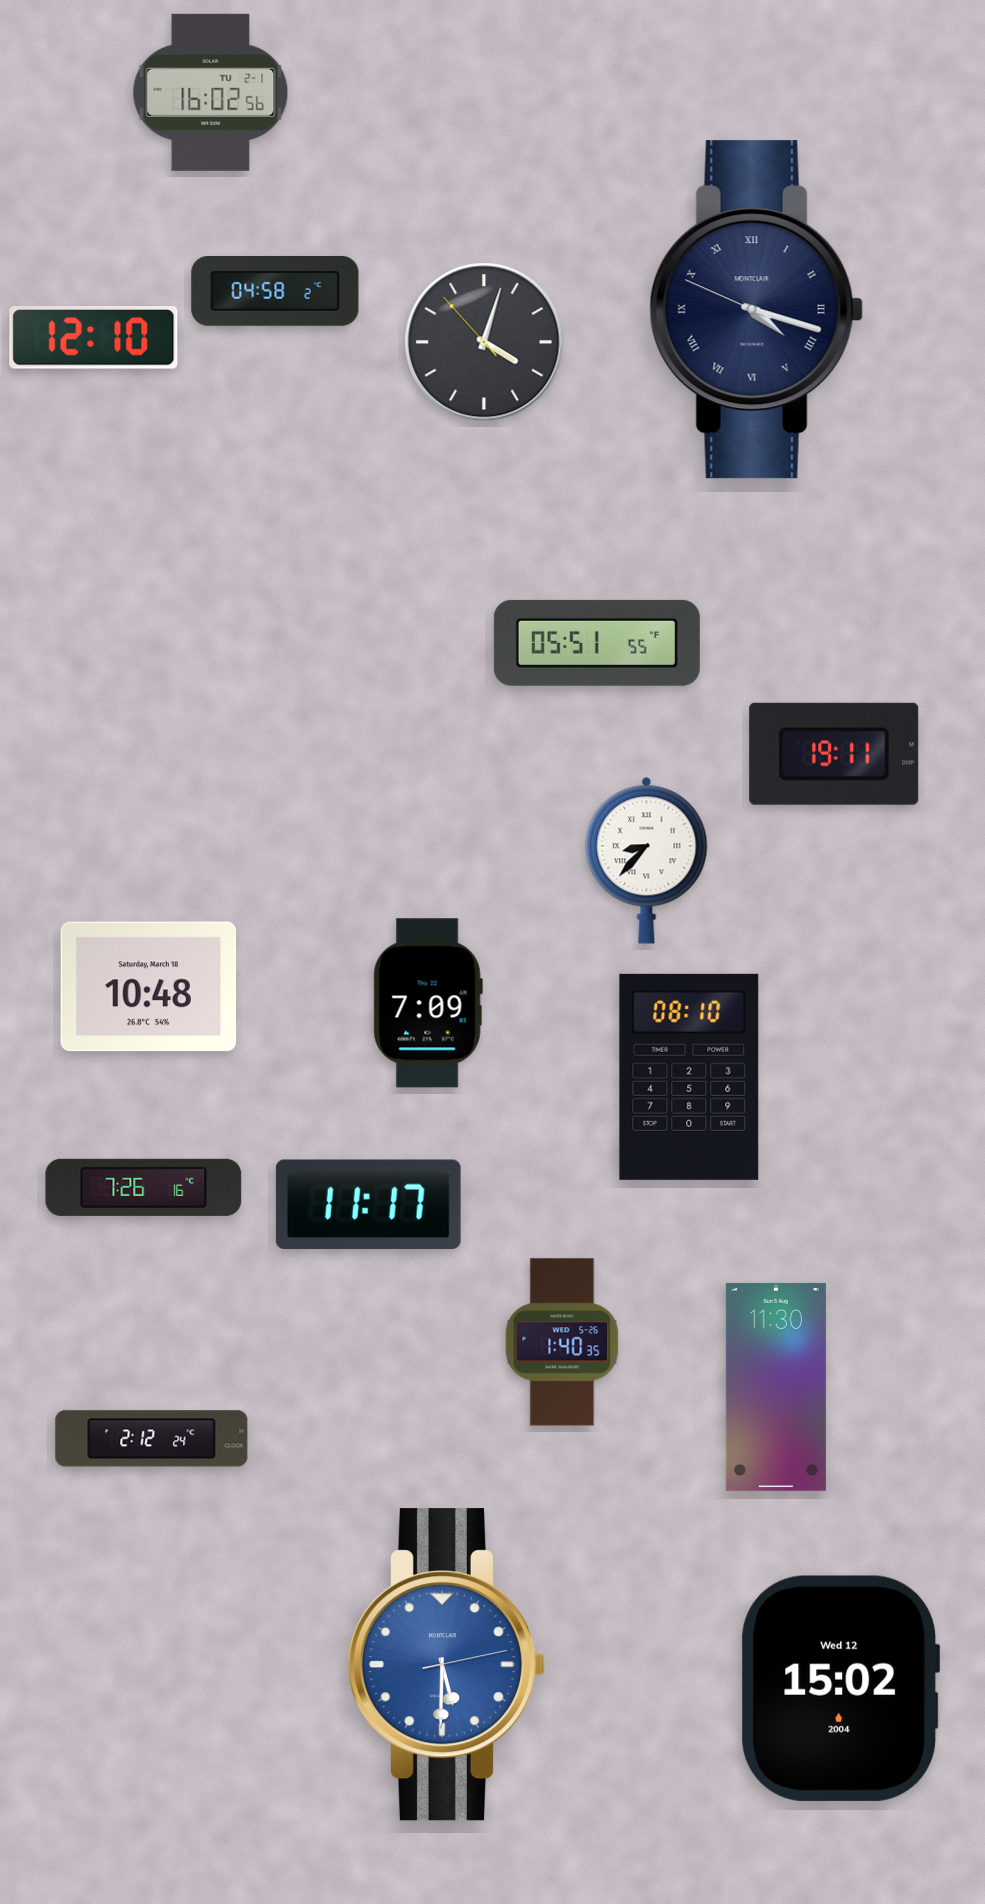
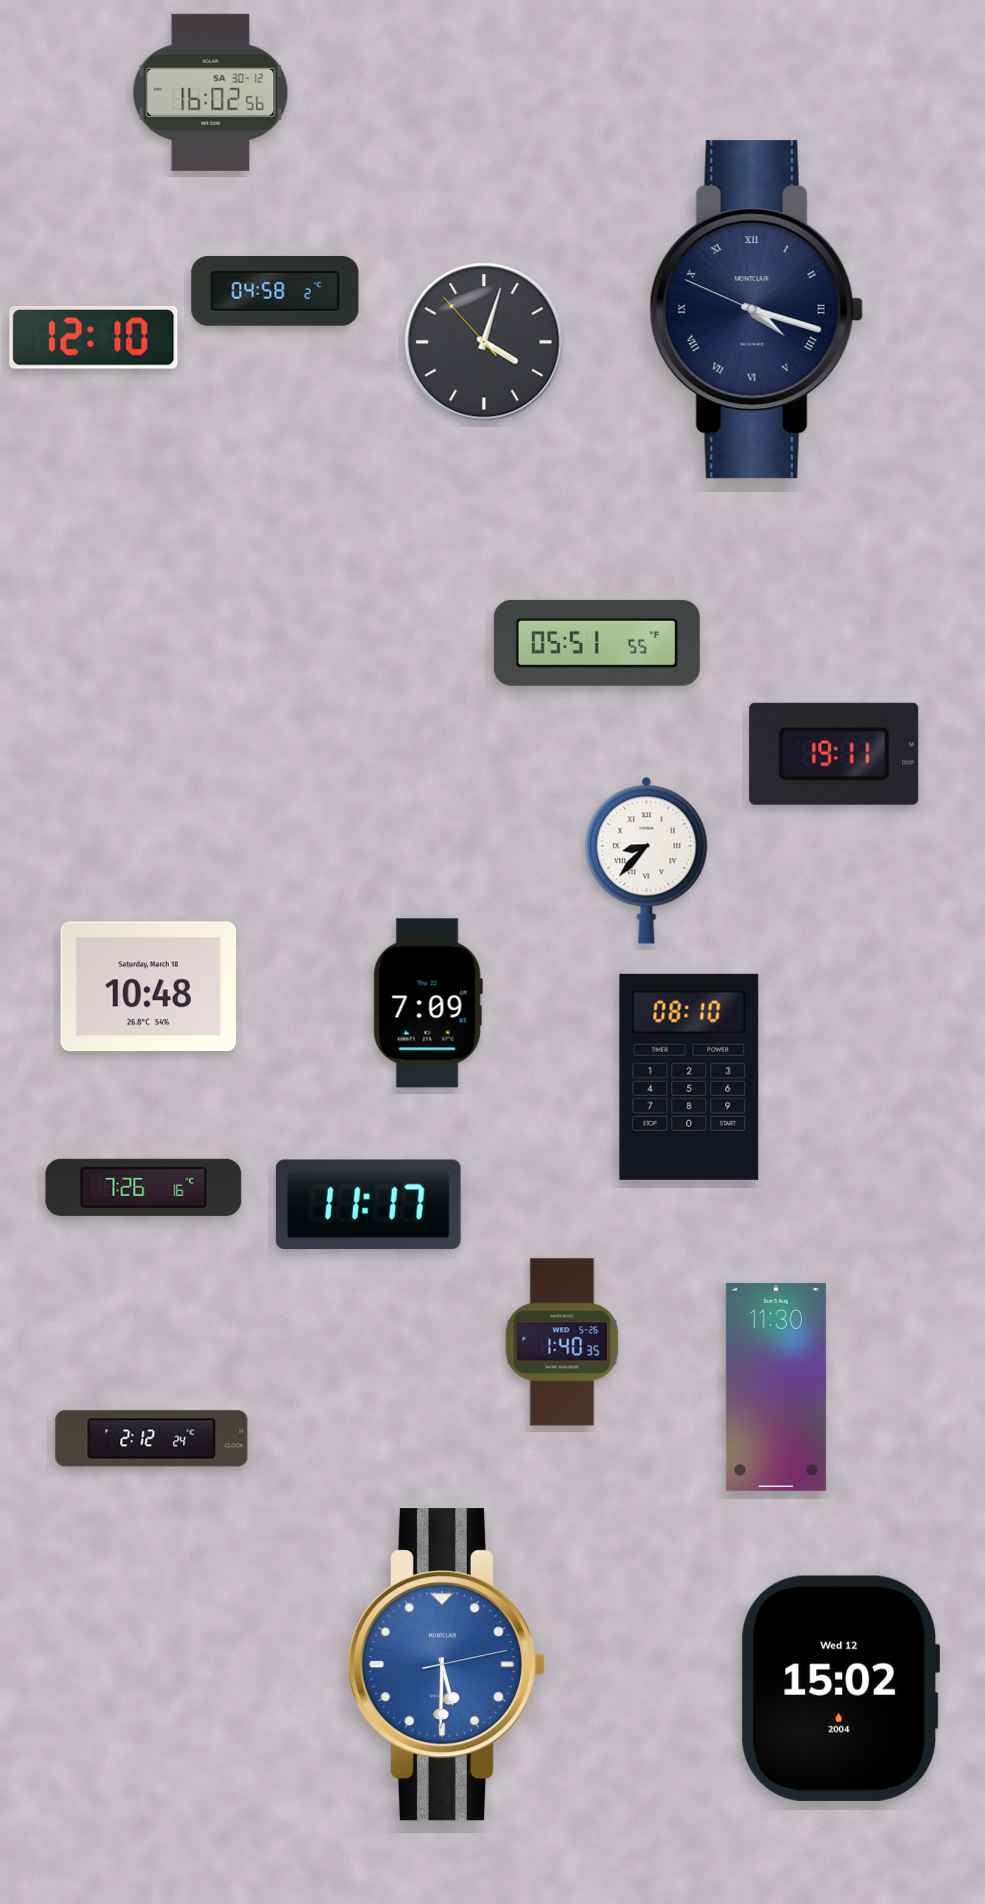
clock at (211, 92) date: TU 2-1 -> SA 30-12
